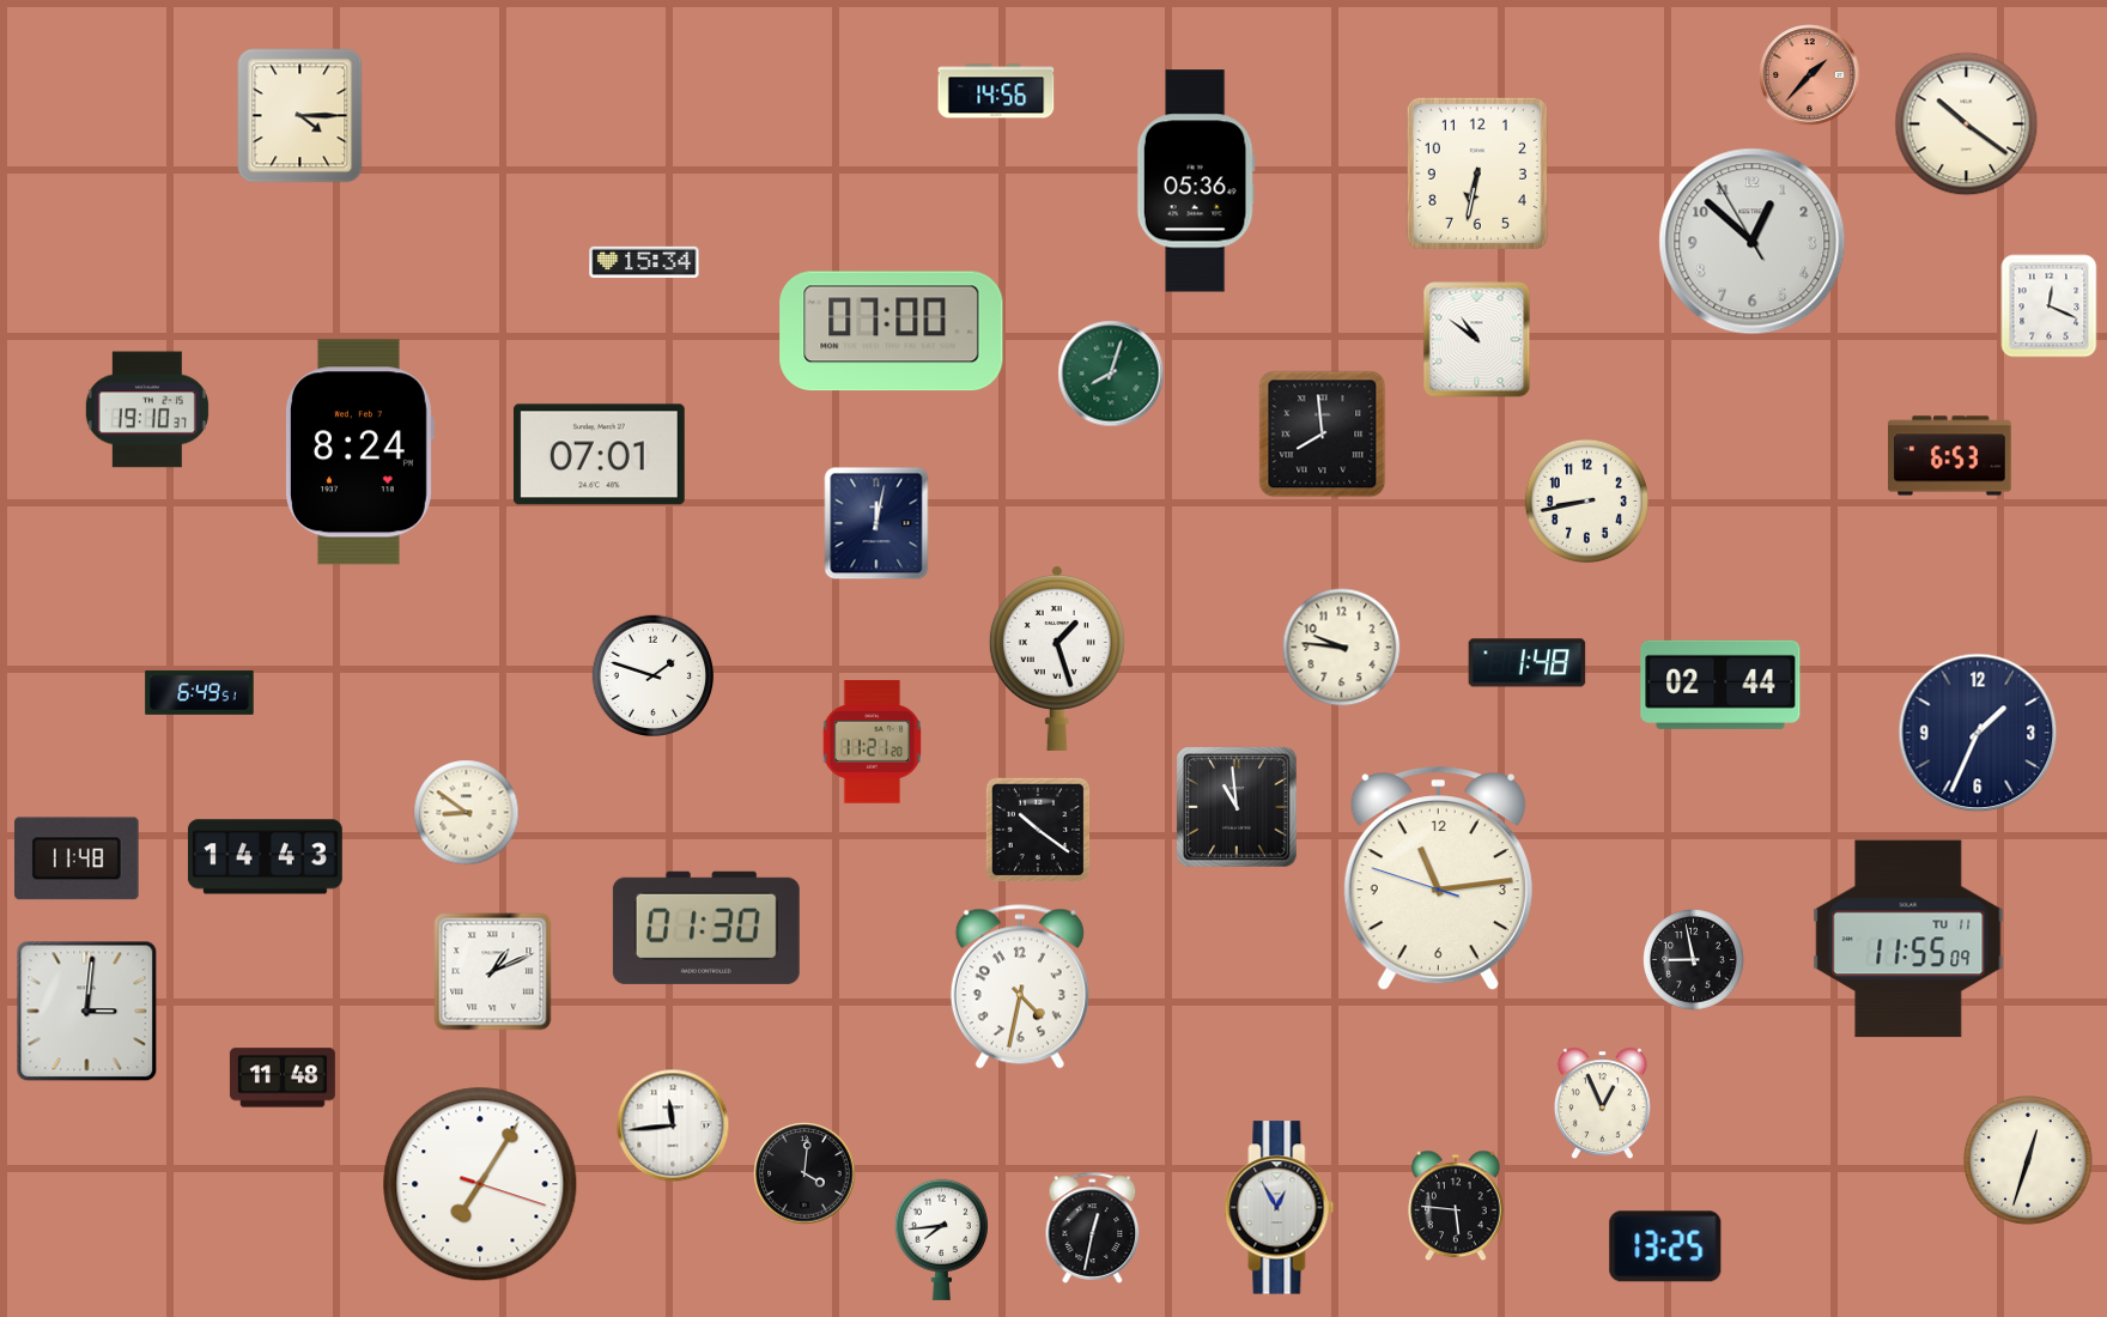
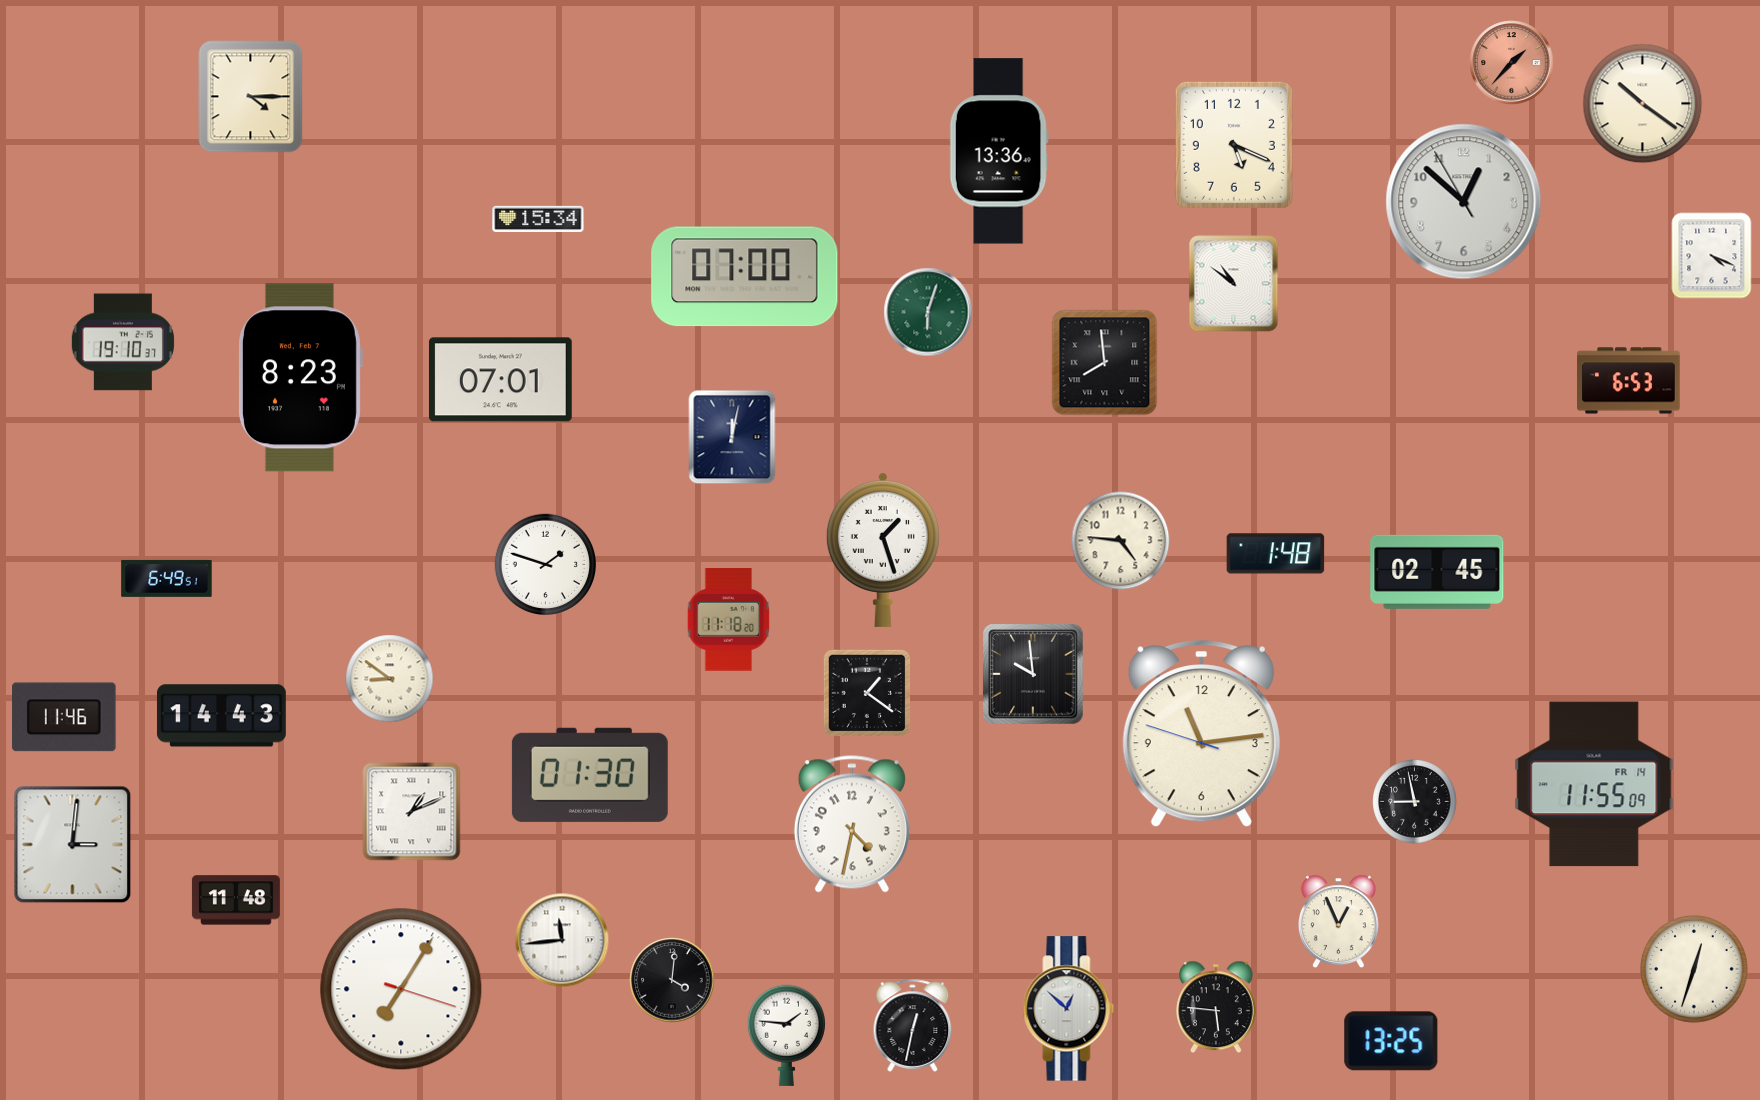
clock at (996, 91): 14:56 -> none
clock at (1477, 174): 6:32 -> 5:19
clock at (1196, 181): 05:36 -> 13:36
clock at (2050, 307): 12:19 -> 4:19
clock at (1111, 374): 8:03 -> 6:03
clock at (360, 453): 8:24 -> 8:23
clock at (1586, 500): 8:43 -> none
clock at (1342, 648): 9:46 -> 4:46
clock at (1720, 685): 02:44 -> 02:45
clock at (1978, 733): 1:34 -> none
clock at (872, 742): 11:21 -> 11:18
clock at (1237, 807): 10:59 -> 9:59
clock at (1037, 829): 10:21 -> 1:21
clock at (77, 858): 11:48 -> 11:46
clock at (1908, 939) date: TU 11 -> FR 14
clock at (1280, 1208): 12:55 -> 12:52
clock at (941, 1239): 7:44 -> 1:46
